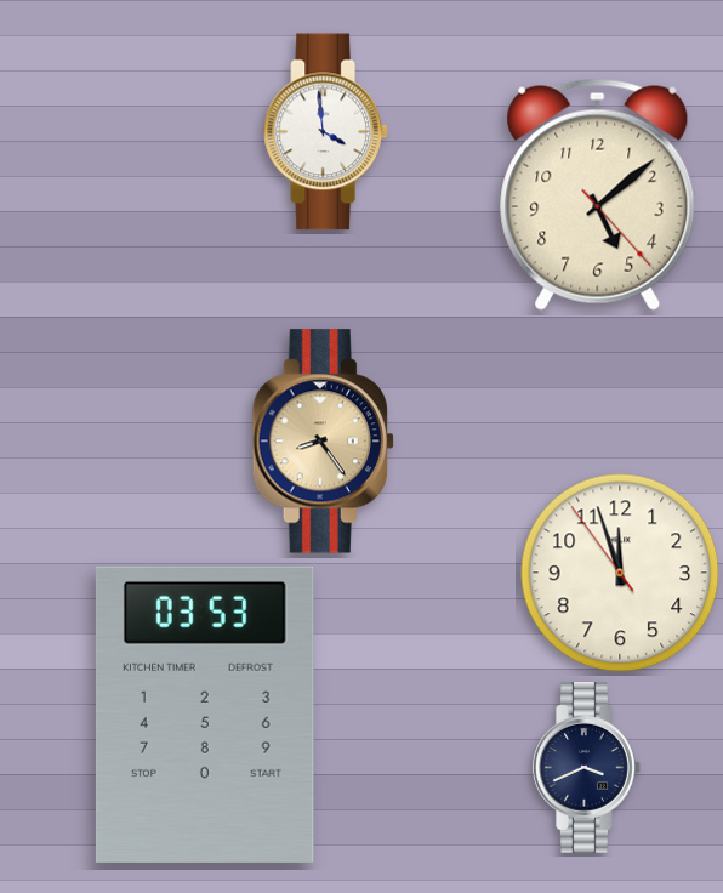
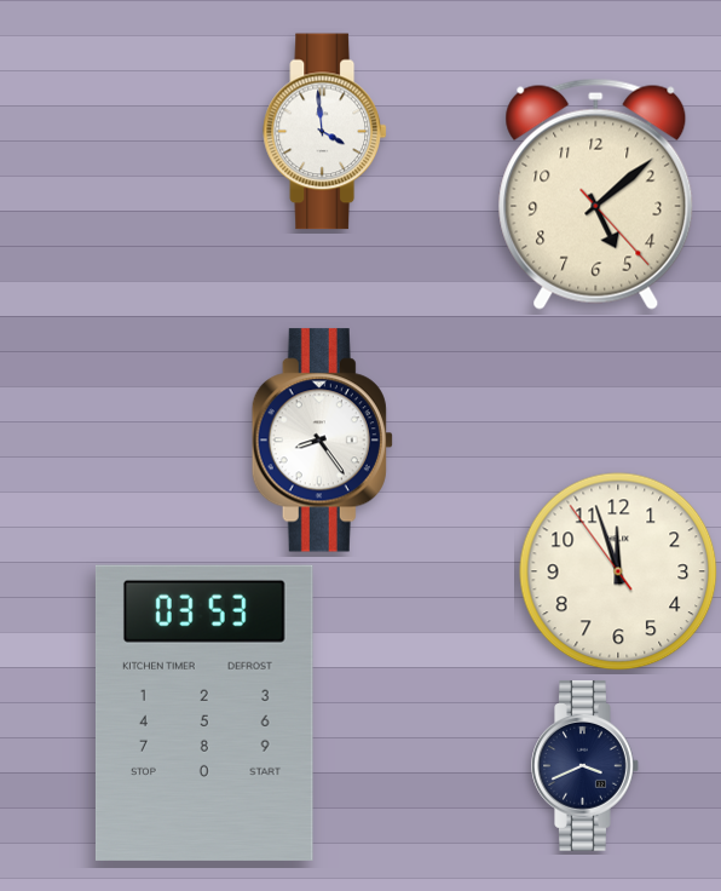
clock at (323, 442) dial: champagne -> white
